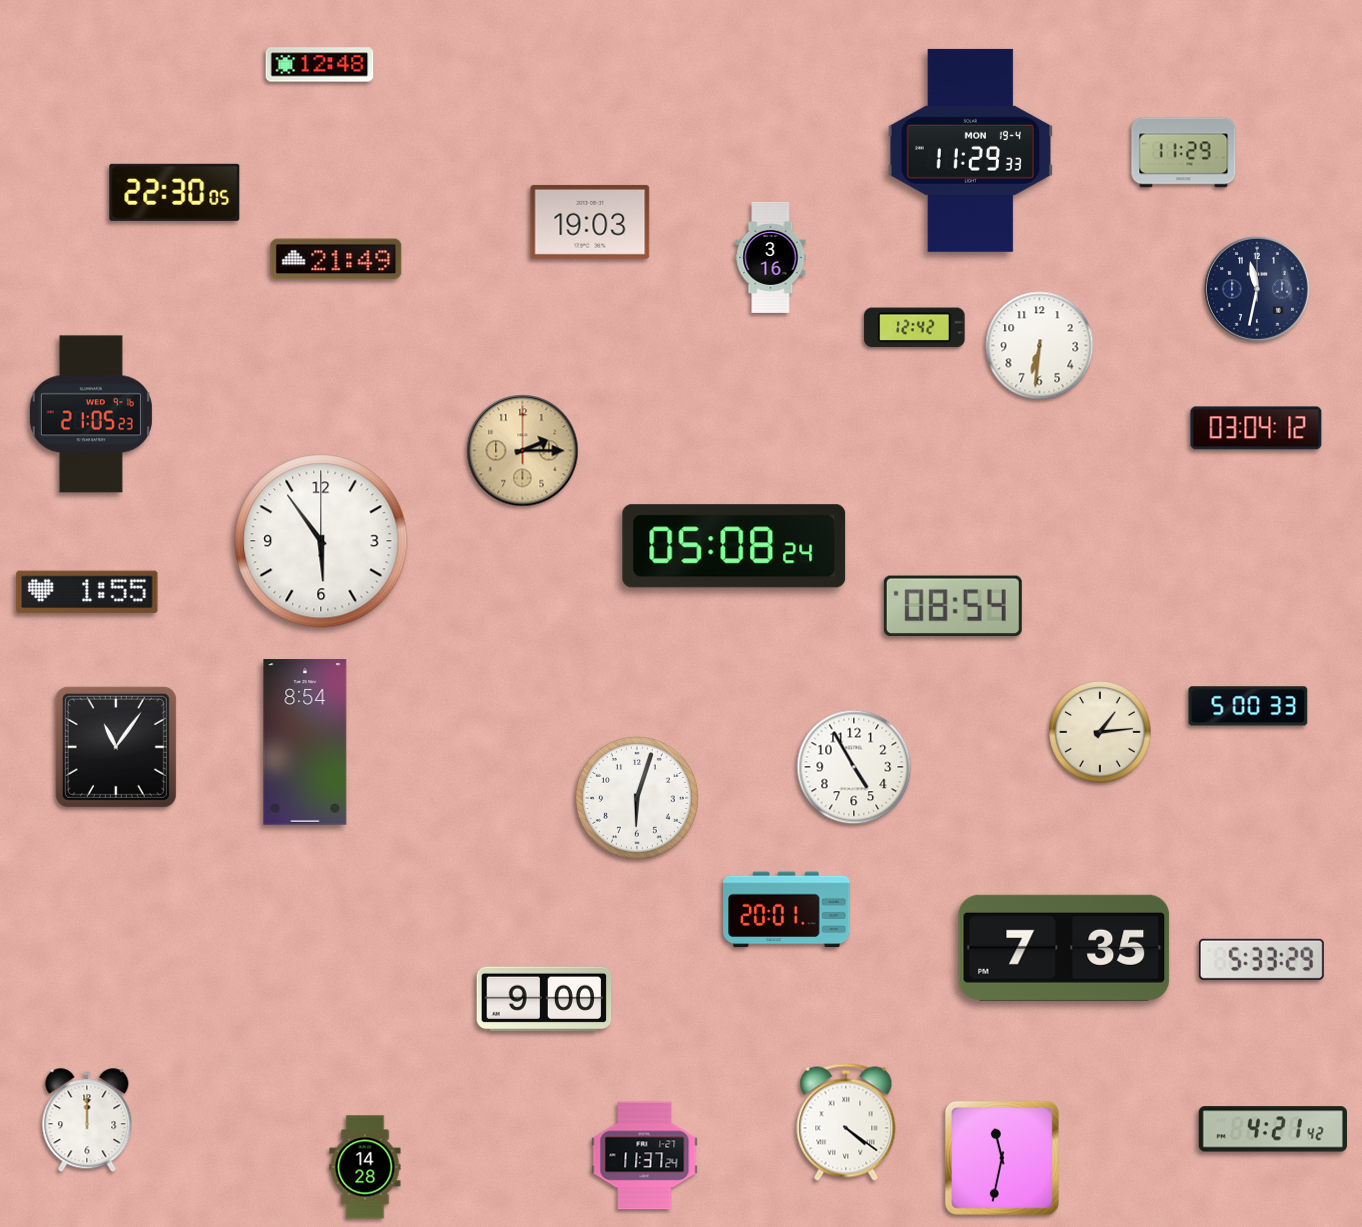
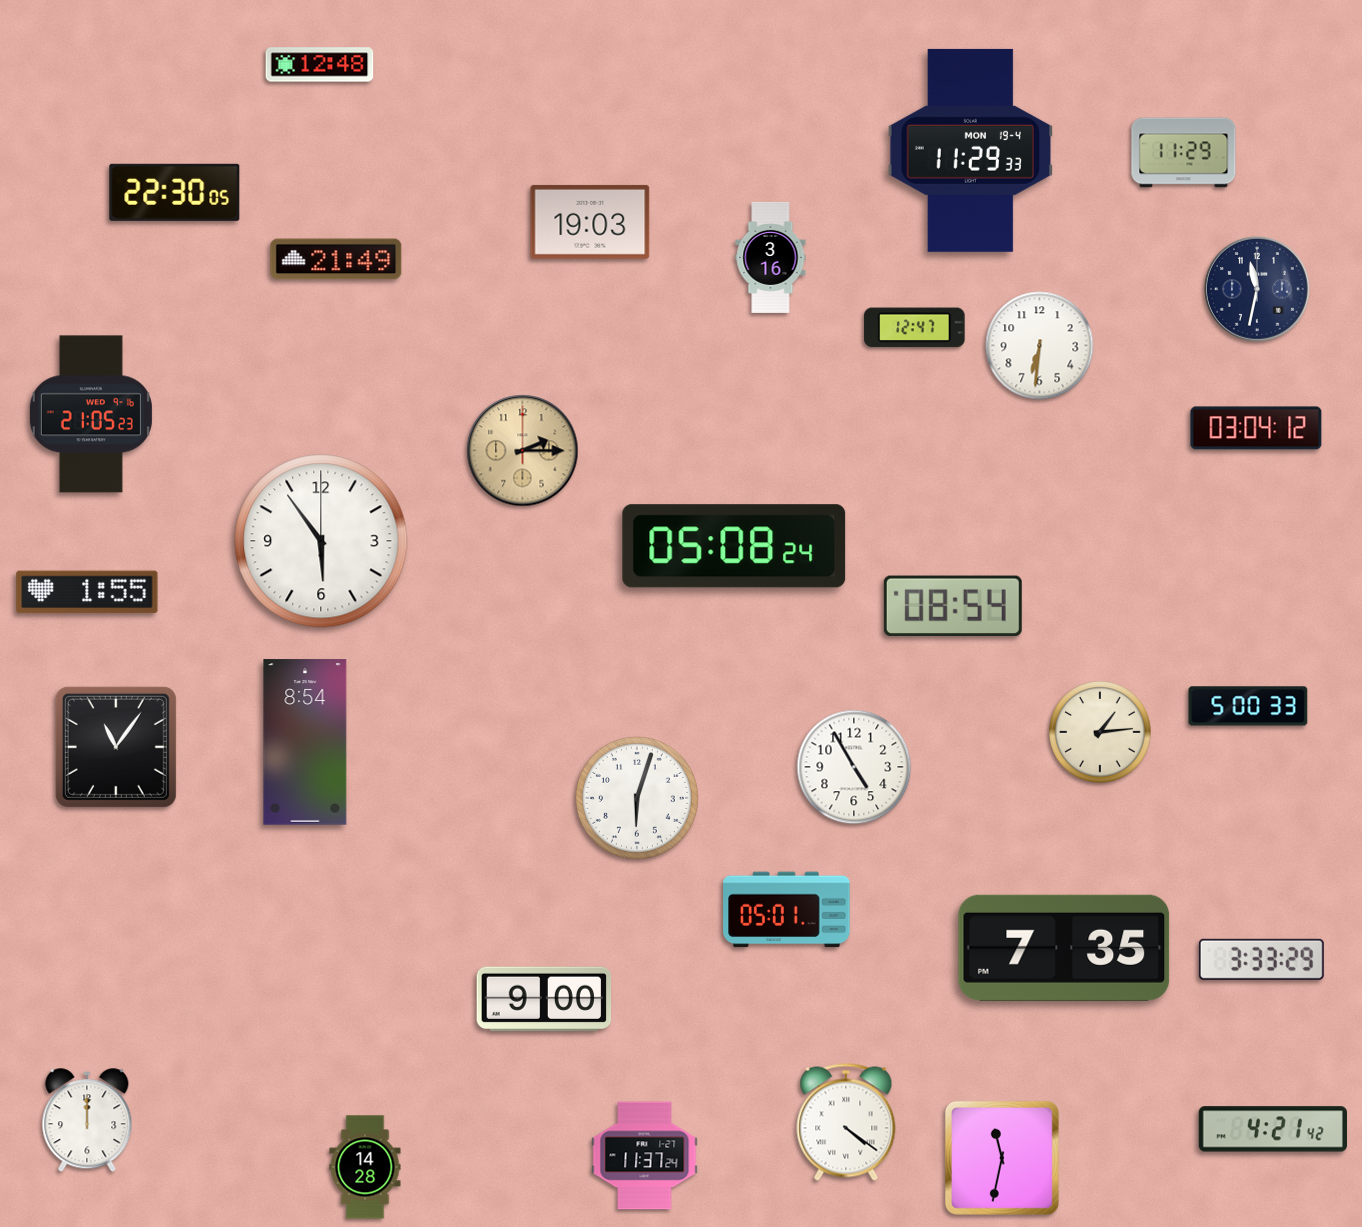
clock at (915, 328): 12:42 -> 12:47
clock at (787, 910): 20:01 -> 05:01
clock at (1261, 959): 5:33 -> 3:33
